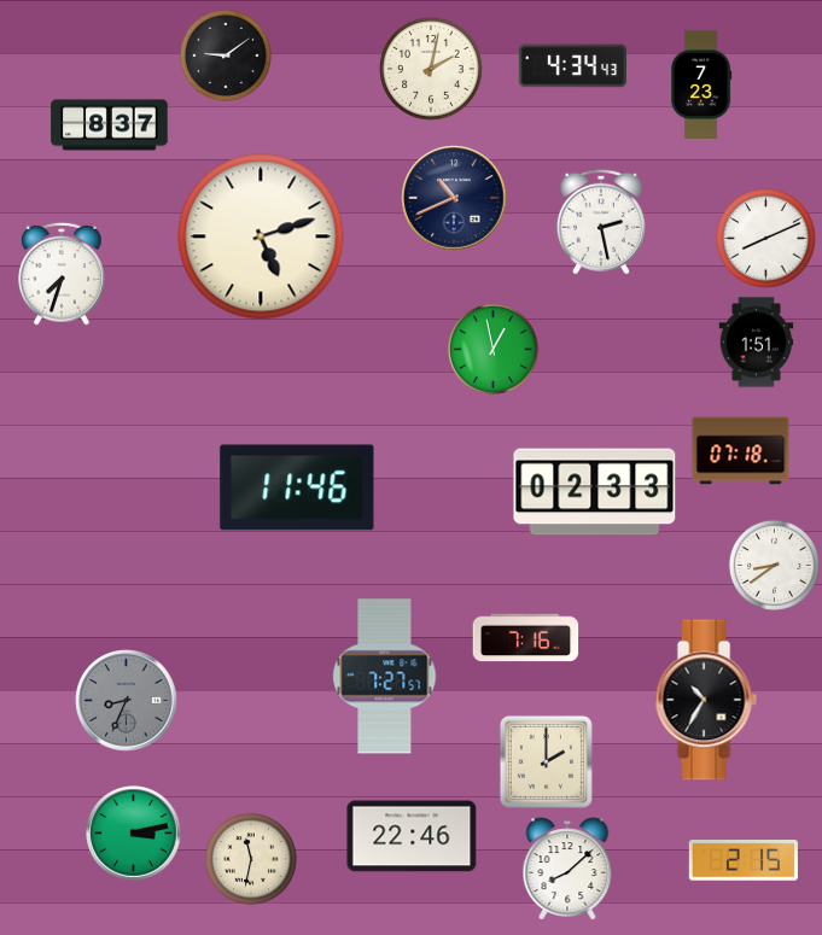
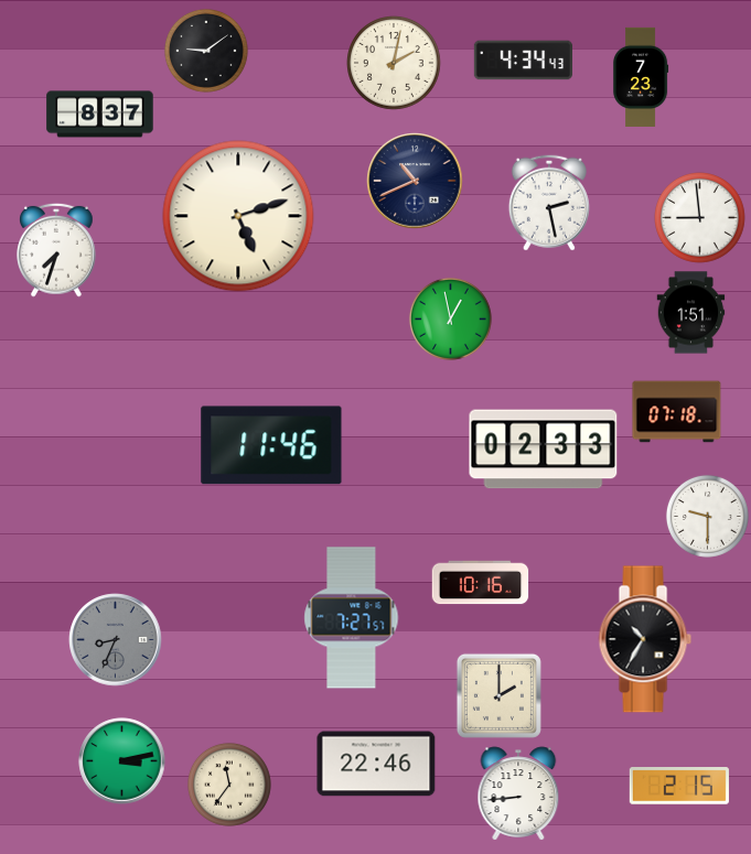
clock at (766, 239): 8:11 -> 8:59
clock at (774, 565): 8:39 -> 9:30
clock at (526, 638): 7:16 -> 10:16
clock at (251, 859): 11:32 -> 11:36
clock at (567, 869): 8:08 -> 8:44
